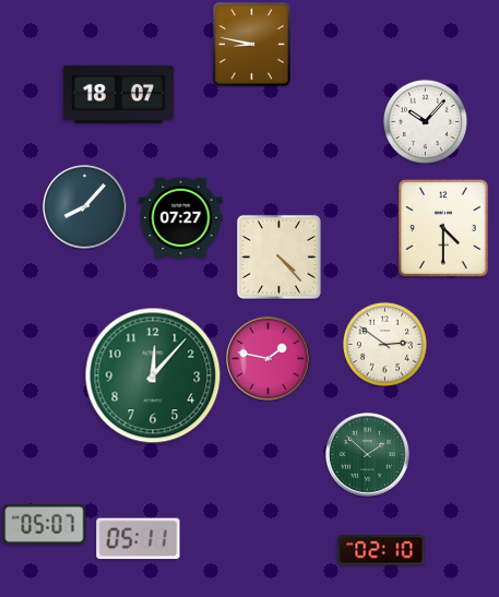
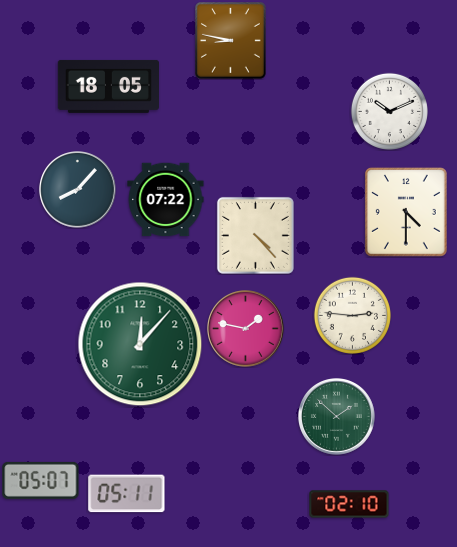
clock at (118, 94): 18:07 -> 18:05
clock at (425, 121): 10:07 -> 10:11
clock at (181, 218): 07:27 -> 07:22
clock at (443, 228) position: (443, 228) -> (406, 212)
clock at (384, 344): 2:51 -> 2:46
